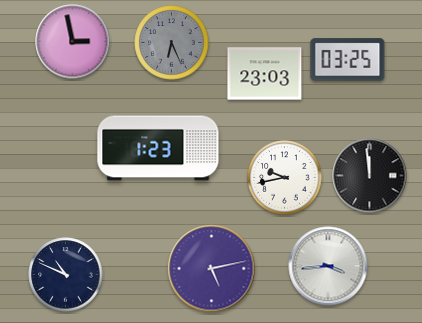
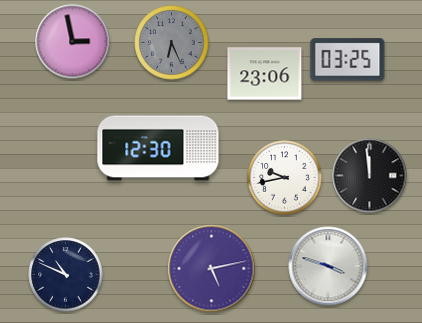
clock at (265, 74): 23:03 -> 23:06
clock at (158, 148): 1:23 -> 12:30
clock at (328, 266): 3:44 -> 3:48
